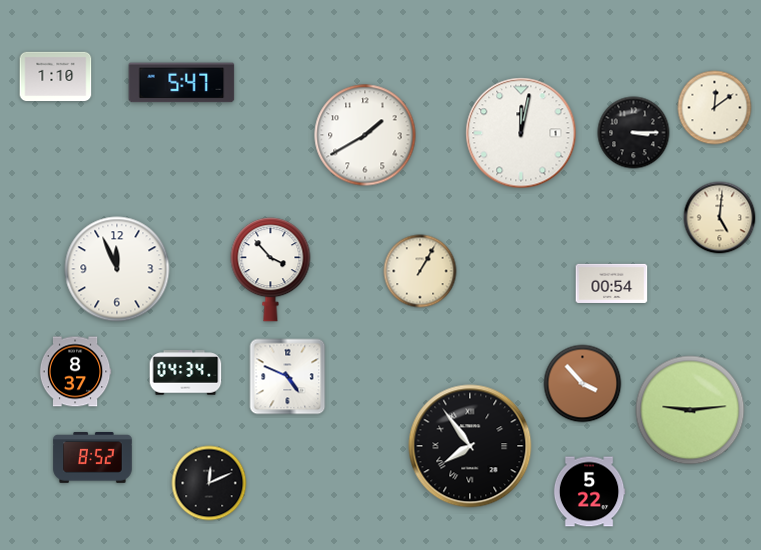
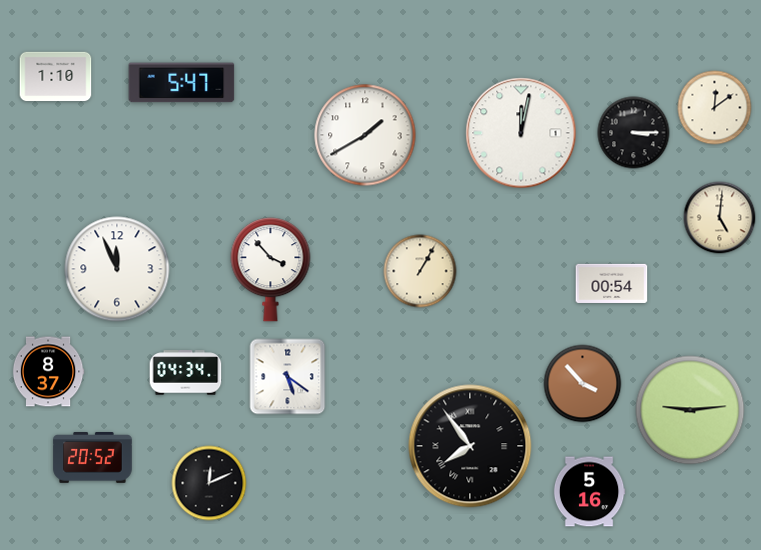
clock at (75, 372) position: (75, 372) -> (48, 372)
clock at (288, 377): 4:49 -> 5:21
clock at (93, 458): 8:52 -> 20:52
clock at (589, 492): 5:22 -> 5:16
